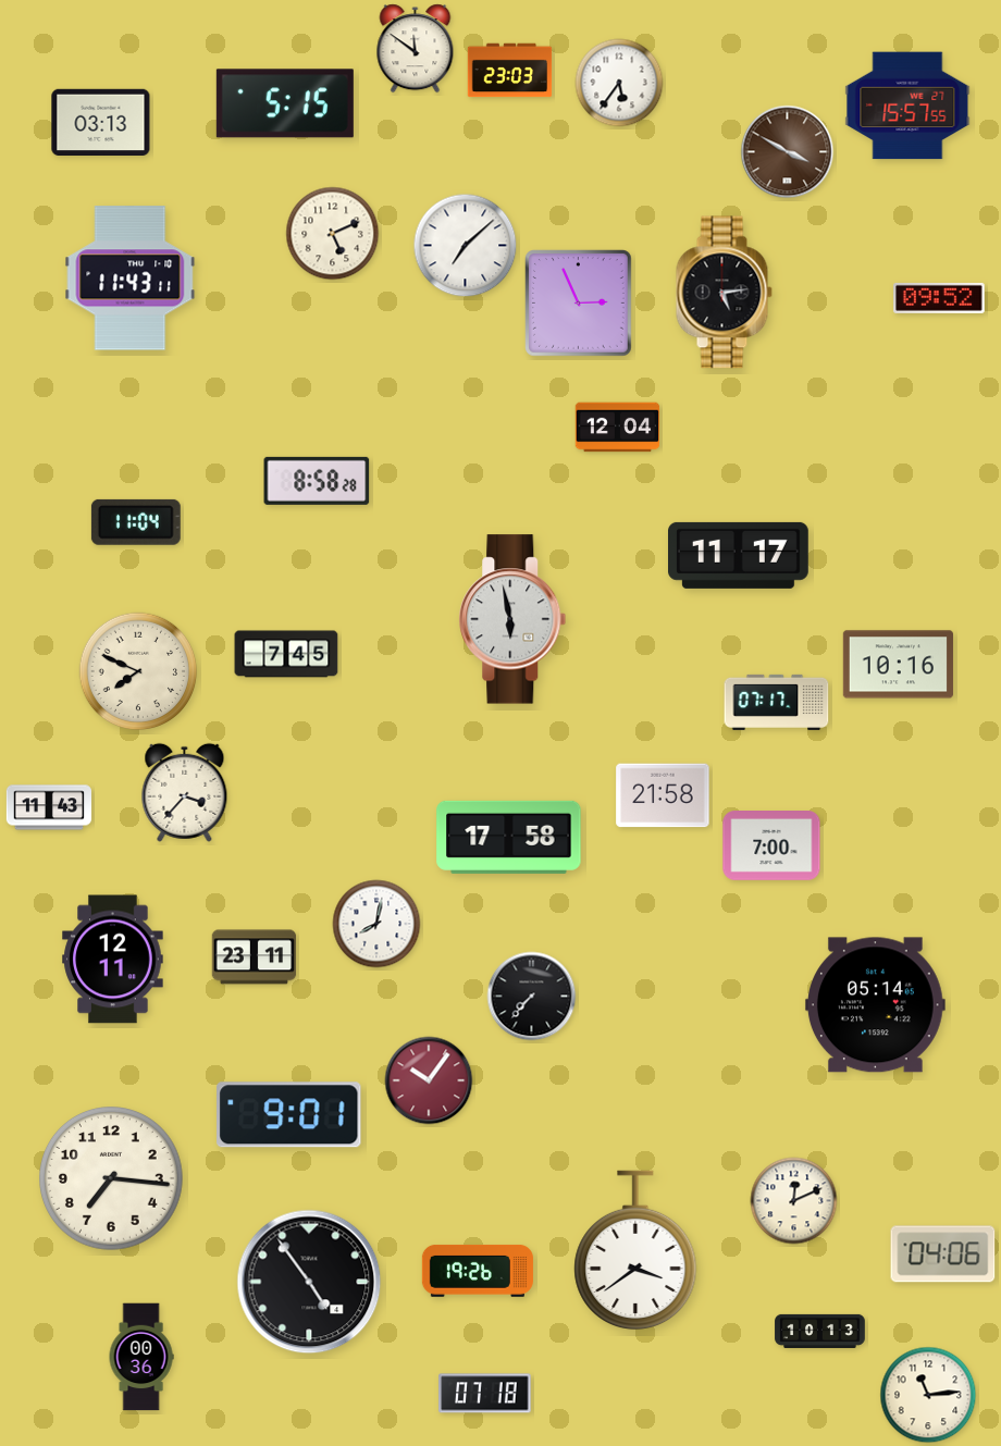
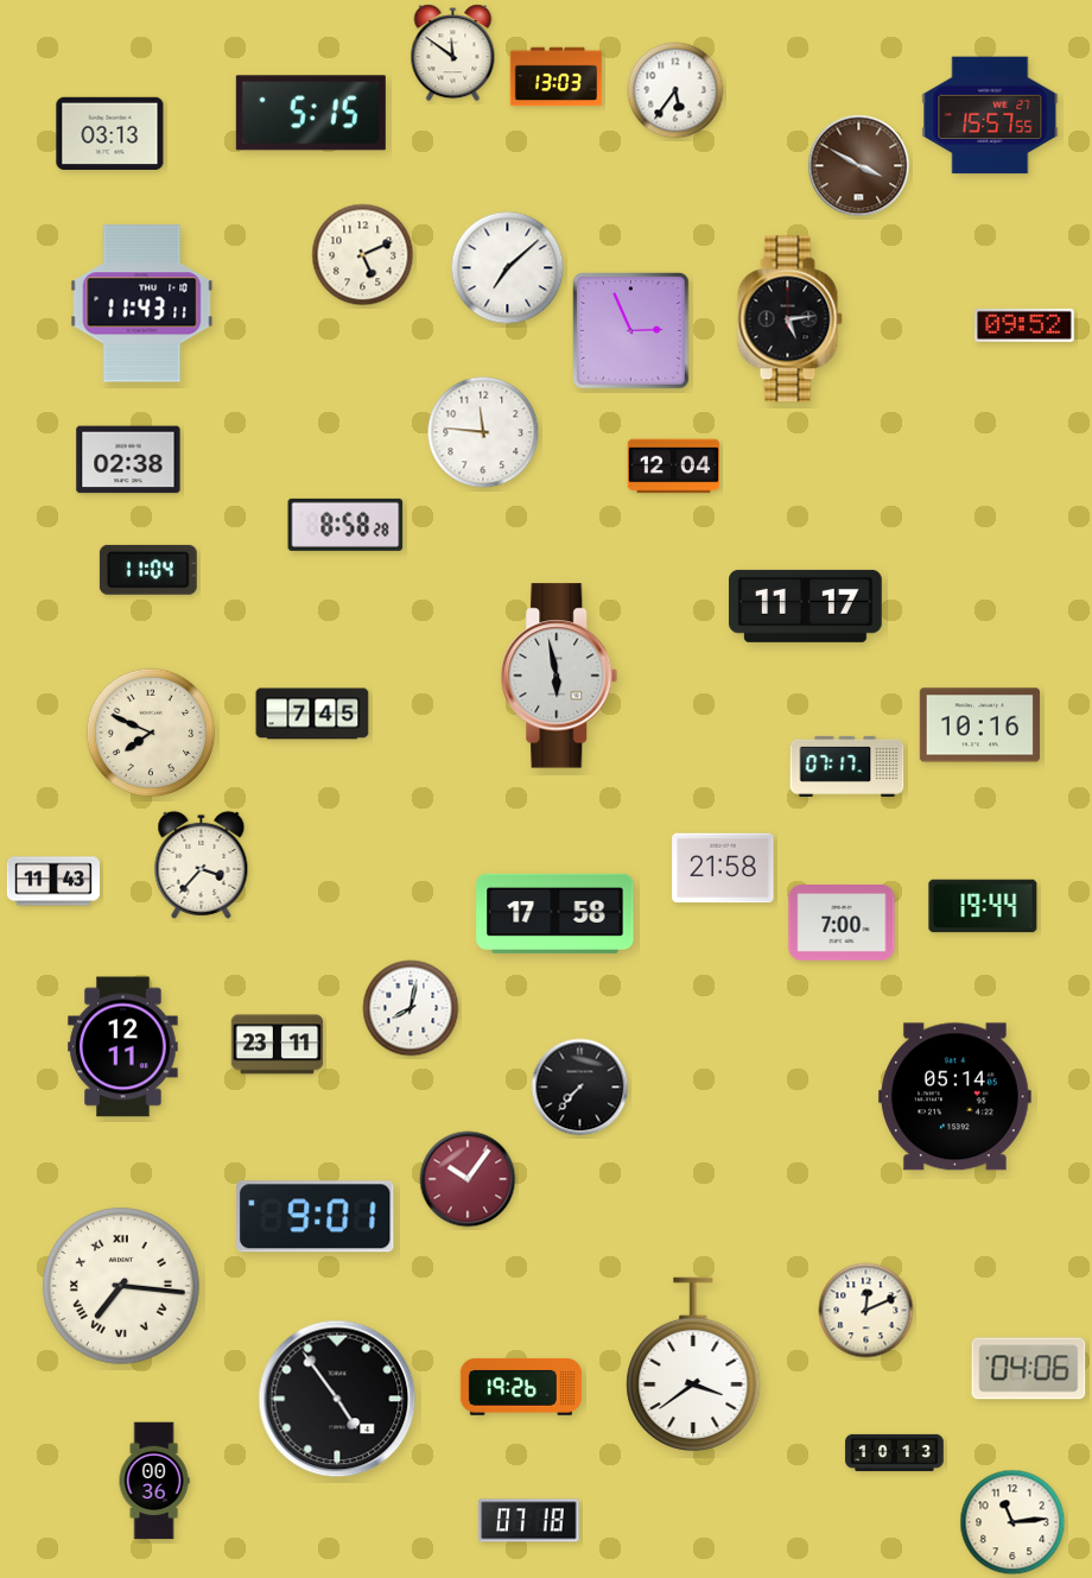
clock at (510, 71): 23:03 -> 13:03
clock at (483, 432): none -> 11:46
clock at (128, 460): none -> 02:38
clock at (983, 906): none -> 19:44
clock at (112, 1179) numerals: Arabic -> Roman
